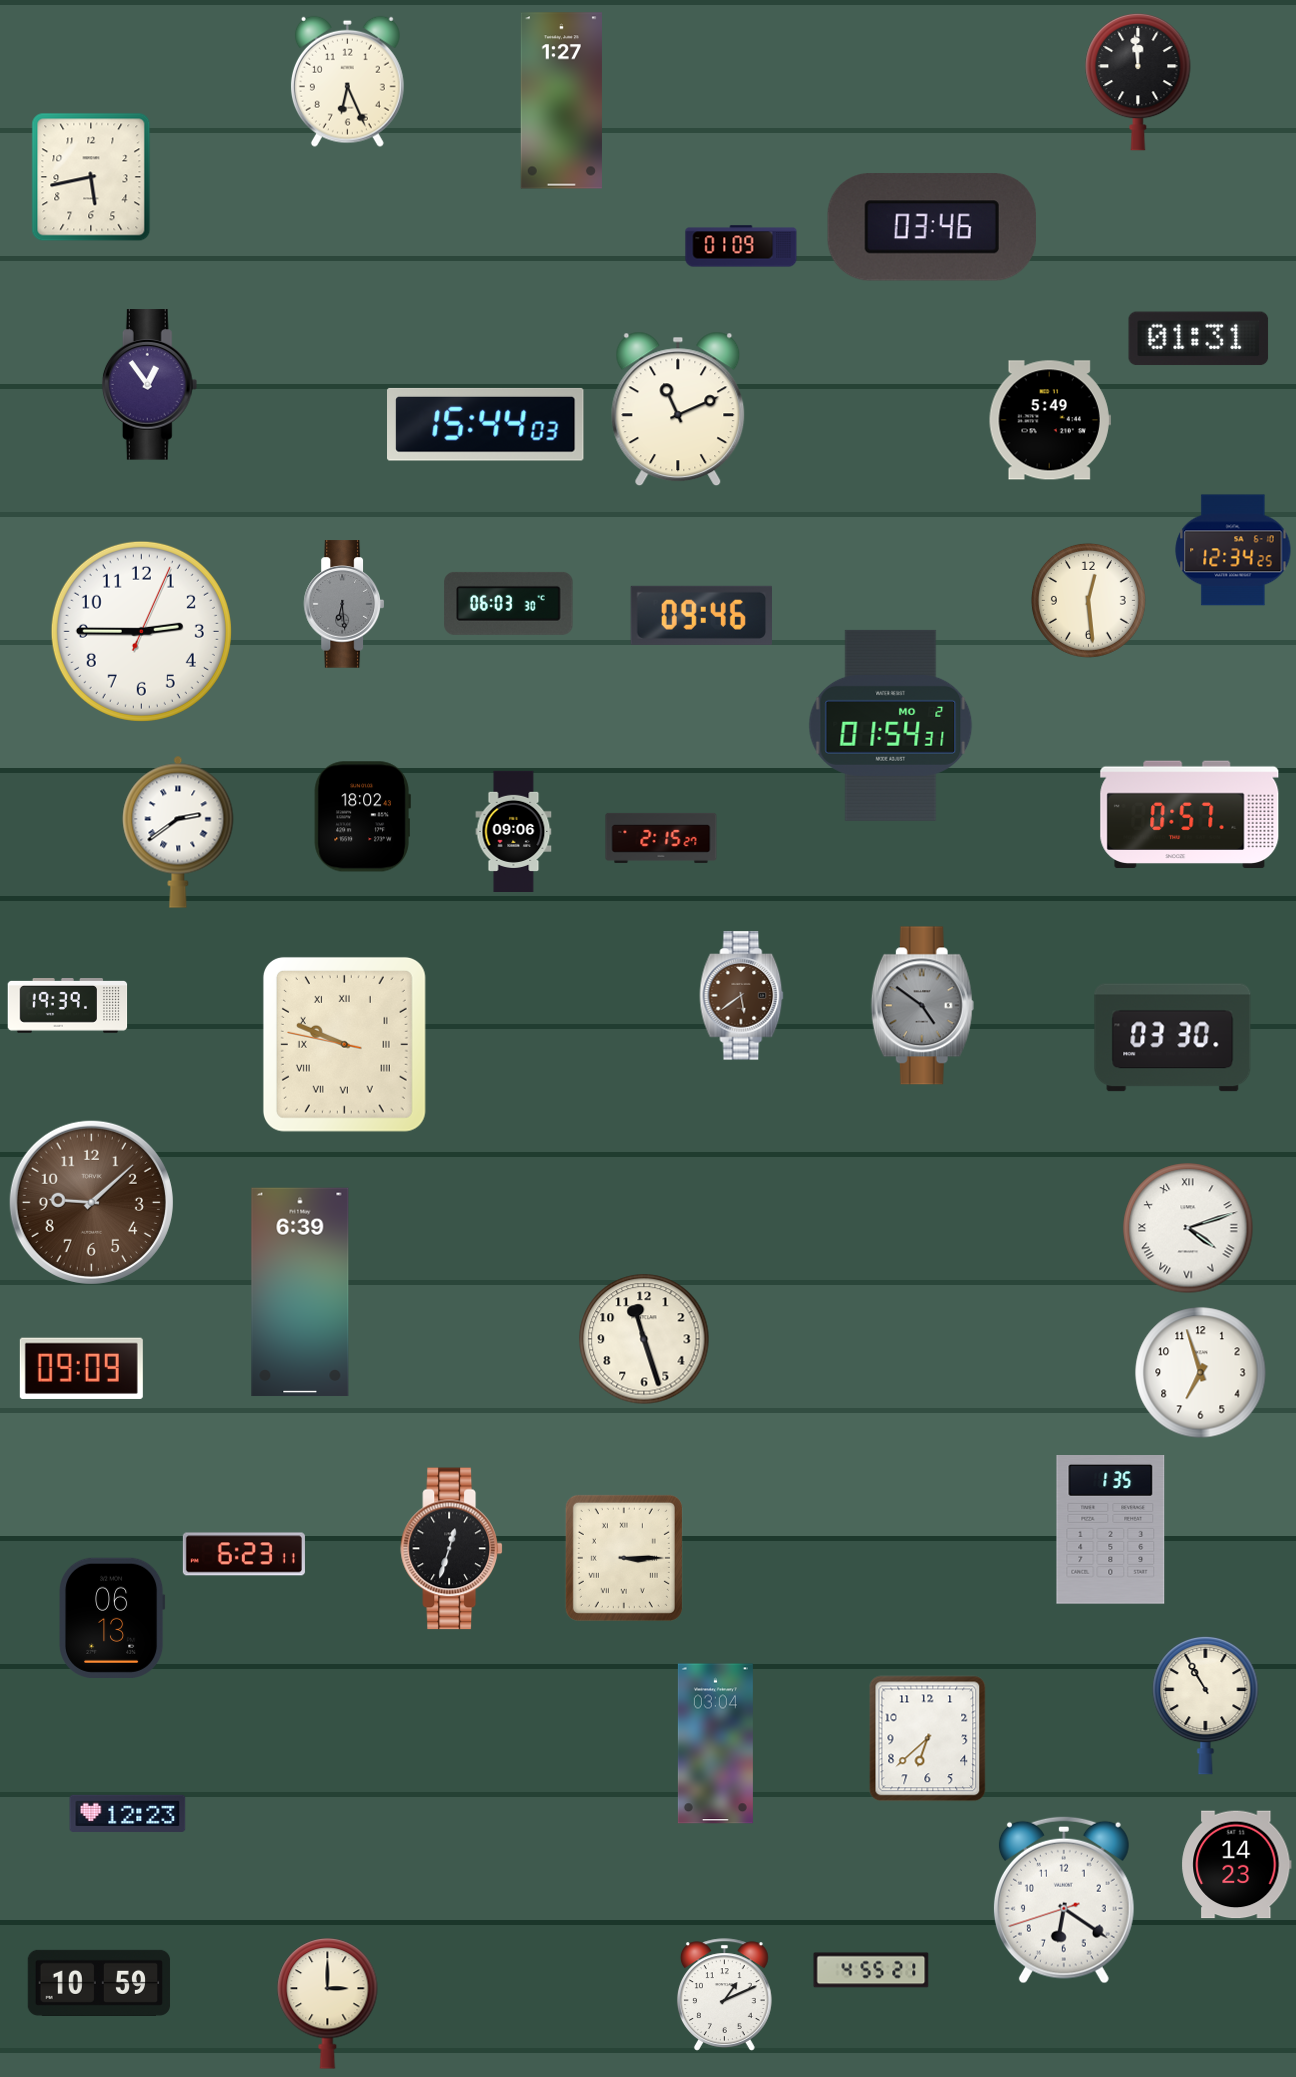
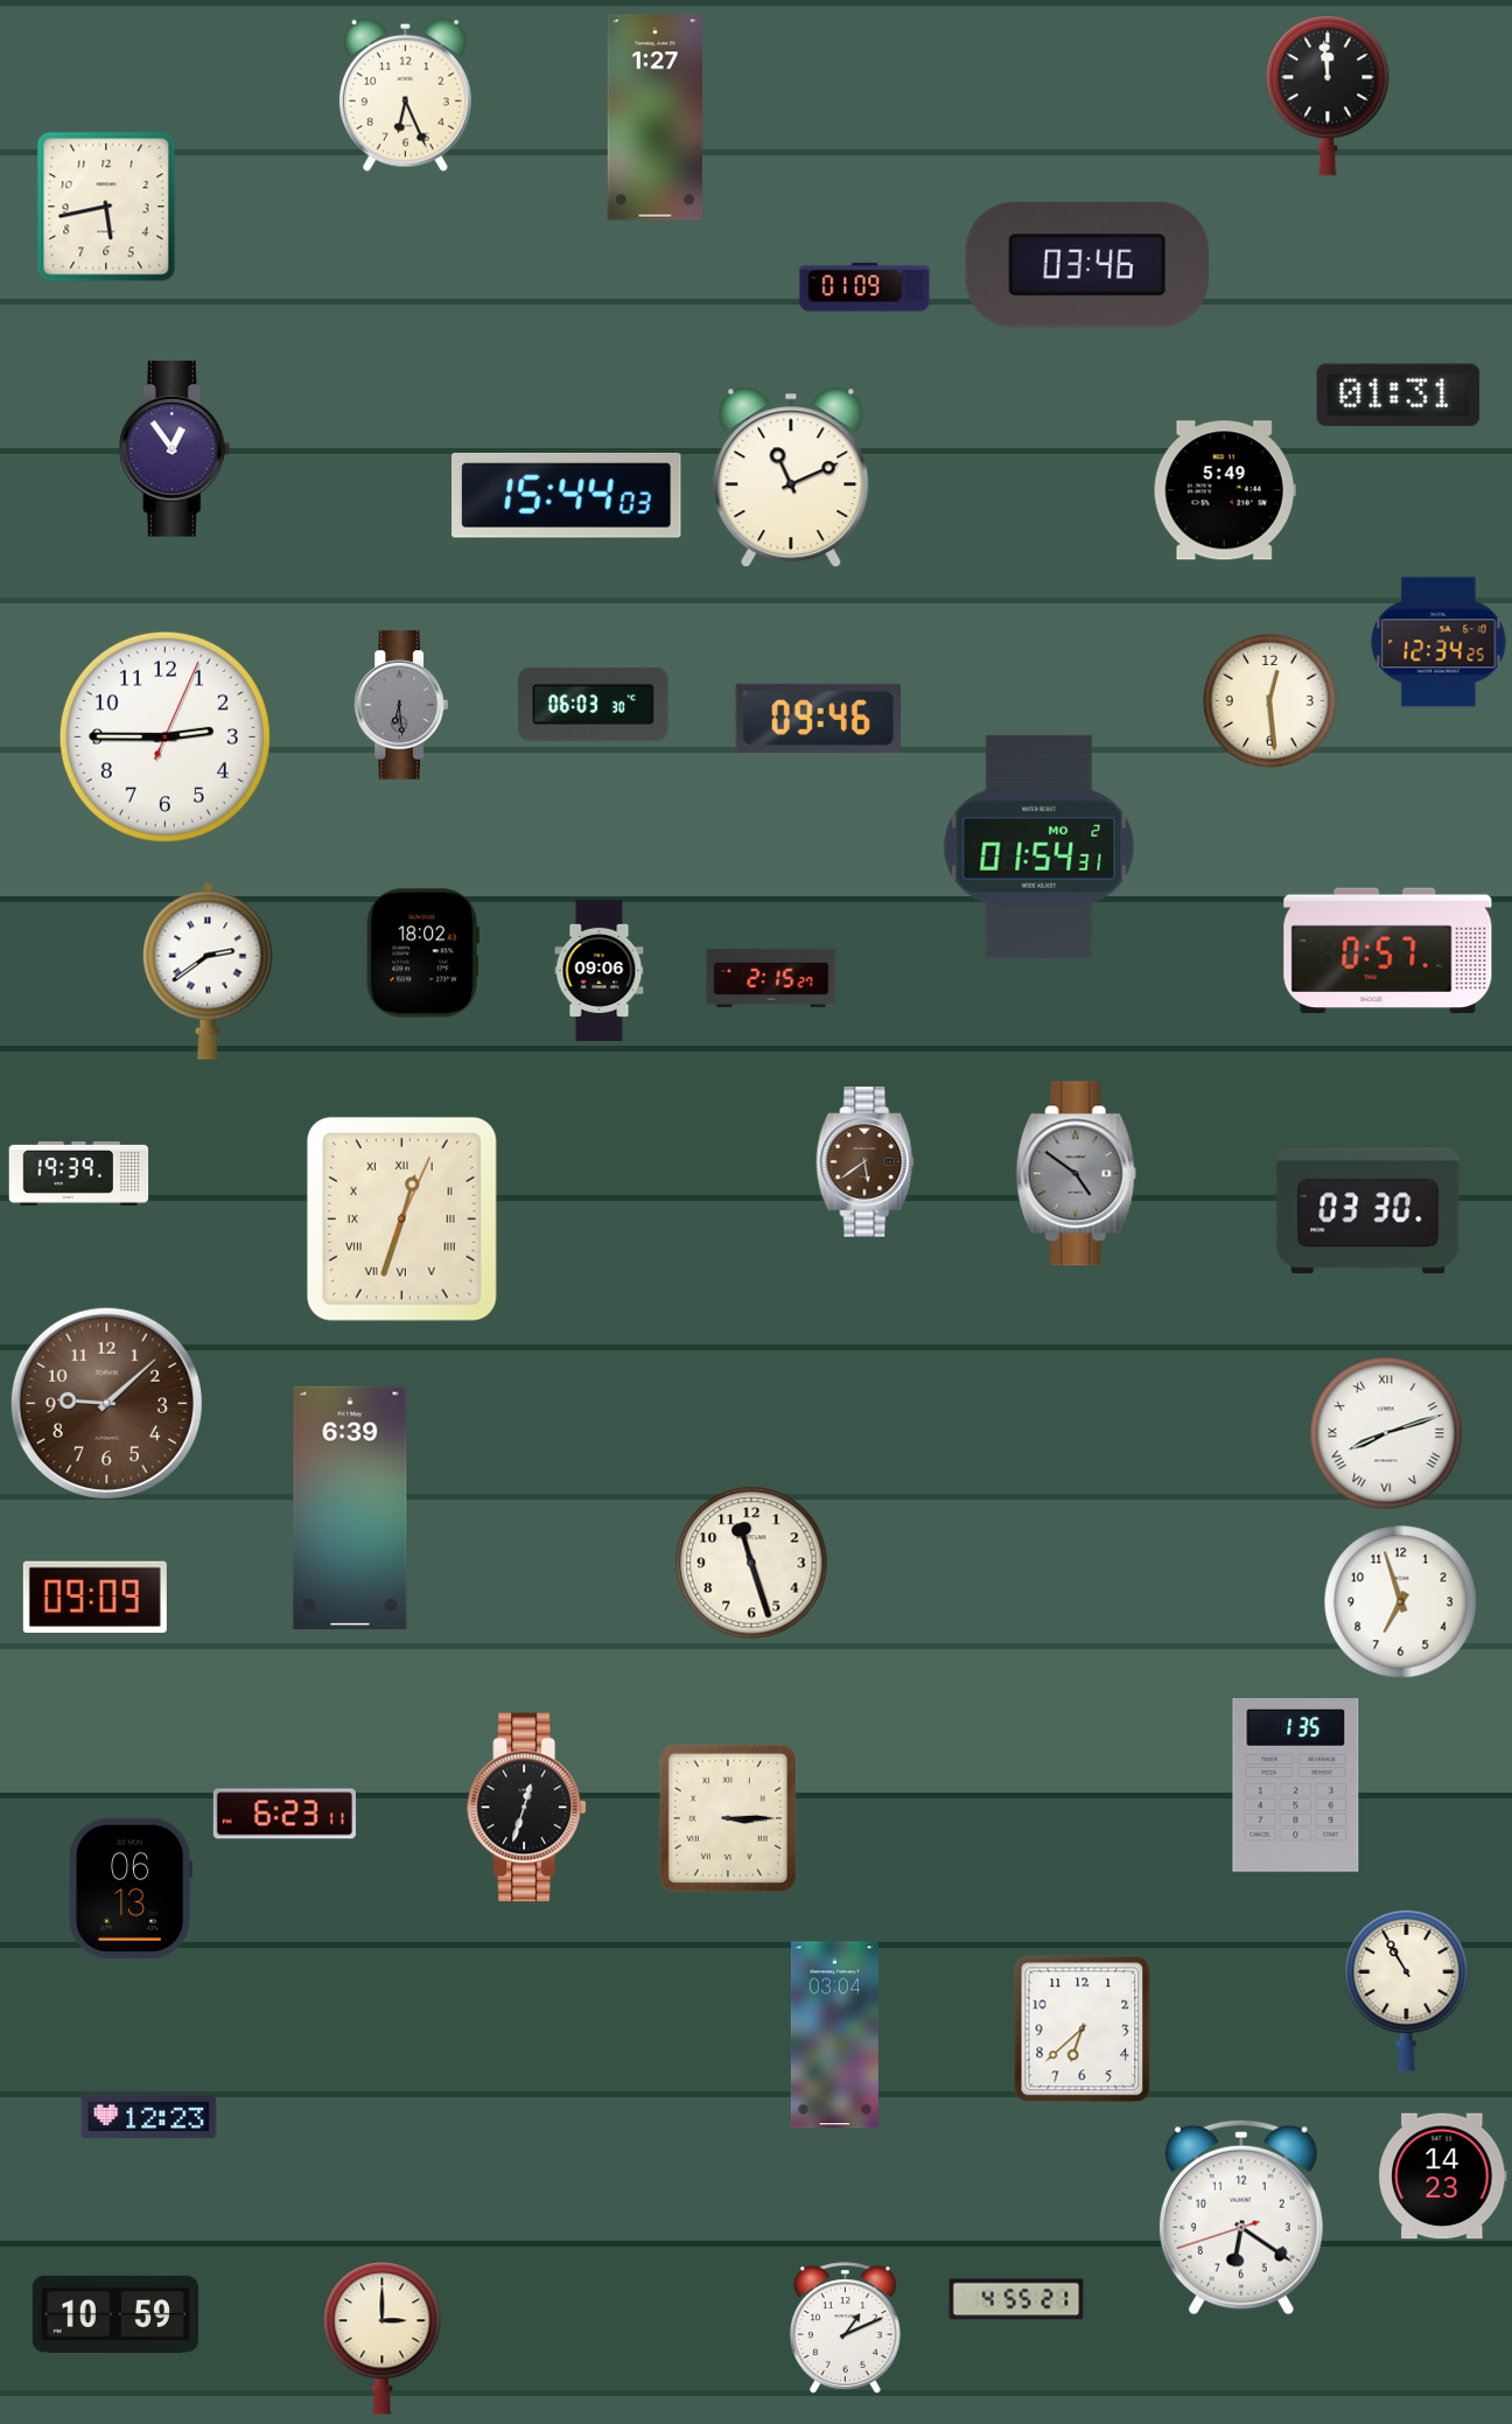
clock at (344, 1044): 9:48 -> 12:33
clock at (1188, 1228): 4:12 -> 8:12
